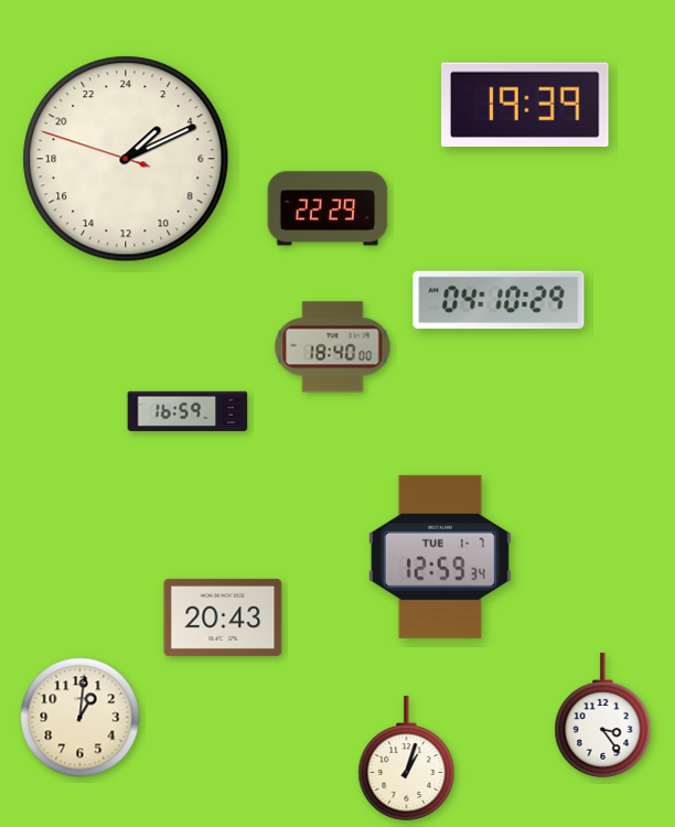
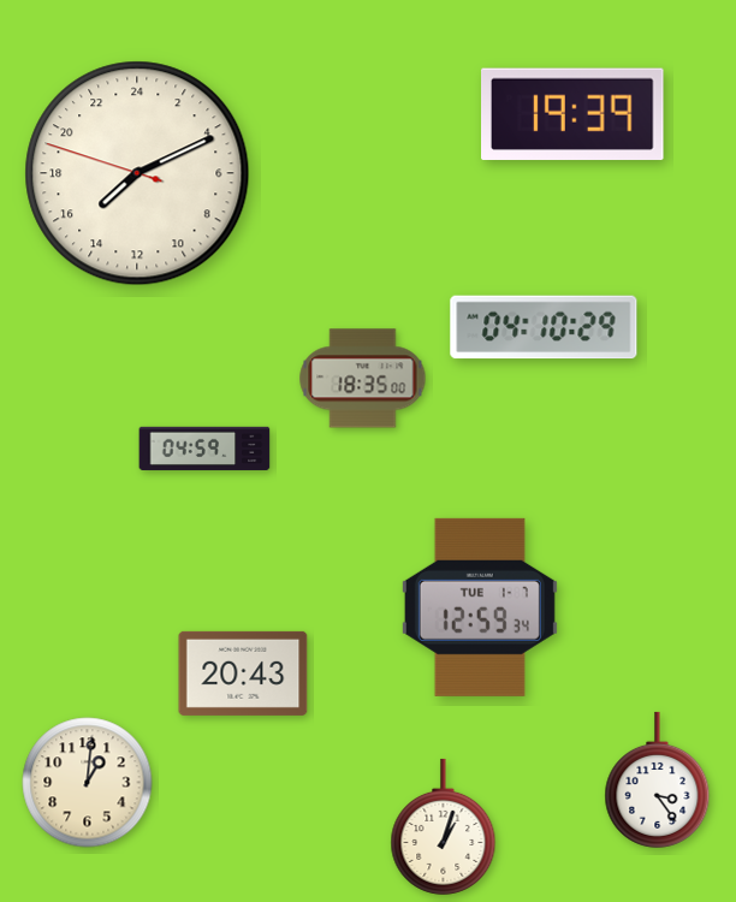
clock at (126, 159): 3:10 -> 15:10
clock at (328, 208): 22:29 -> none
clock at (333, 347): 18:40 -> 18:35
clock at (187, 410): 16:59 -> 04:59
